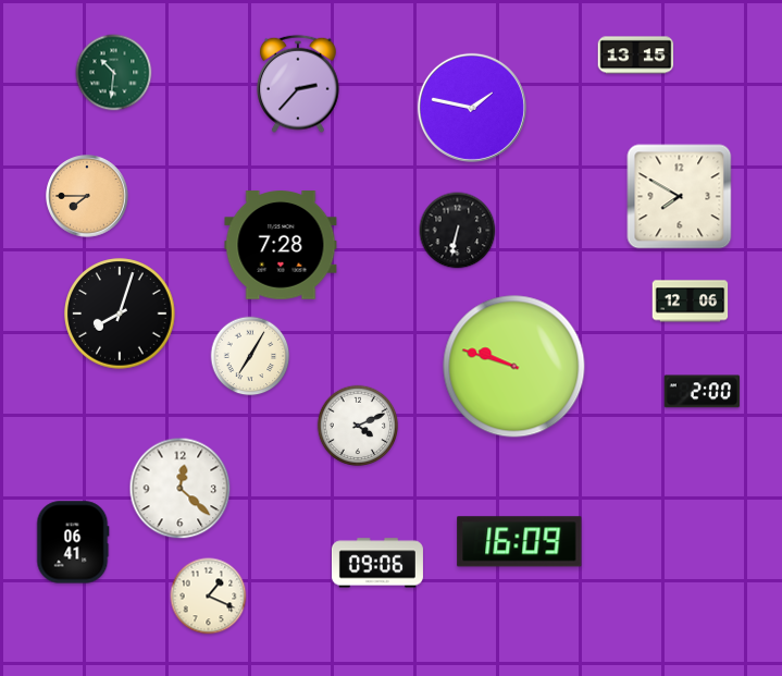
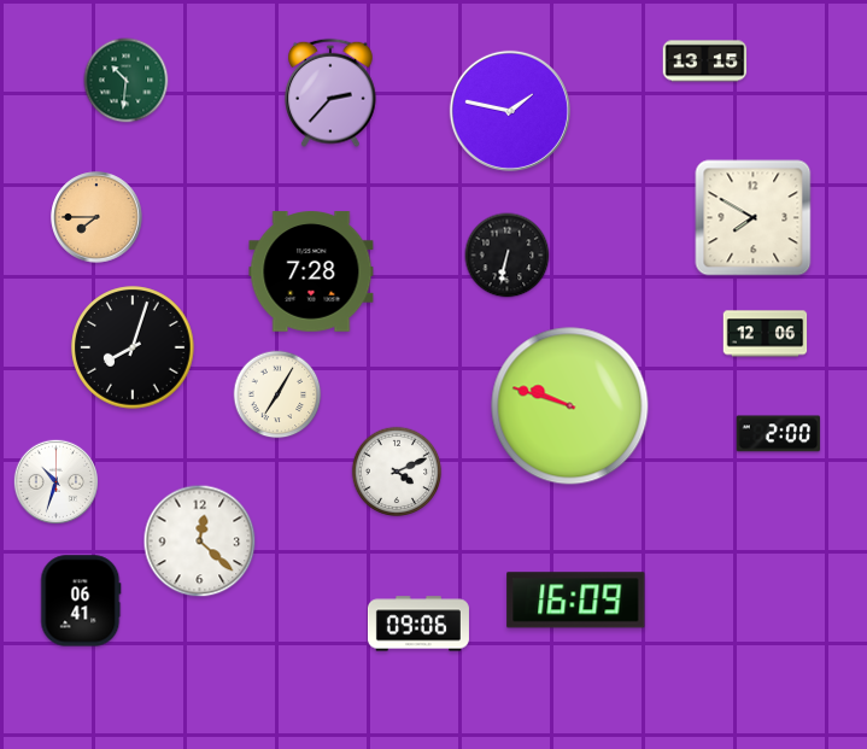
clock at (472, 108) position: (472, 108) -> (510, 111)
clock at (57, 482): none -> 10:33
clock at (209, 597): 1:19 -> none
